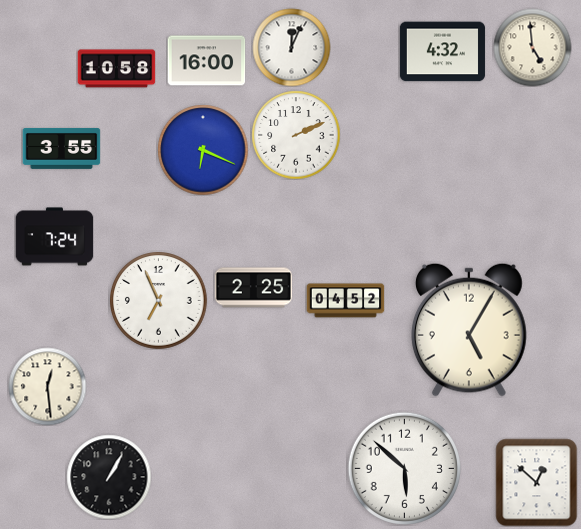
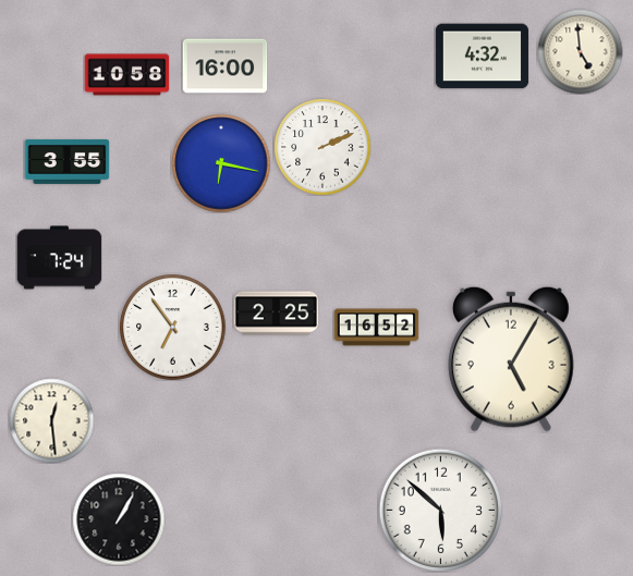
clock at (291, 47): 12:04 -> none
clock at (203, 150): 6:19 -> 6:17
clock at (159, 301): 6:56 -> 6:54
clock at (345, 301): 04:52 -> 16:52
clock at (537, 482): 12:52 -> none
